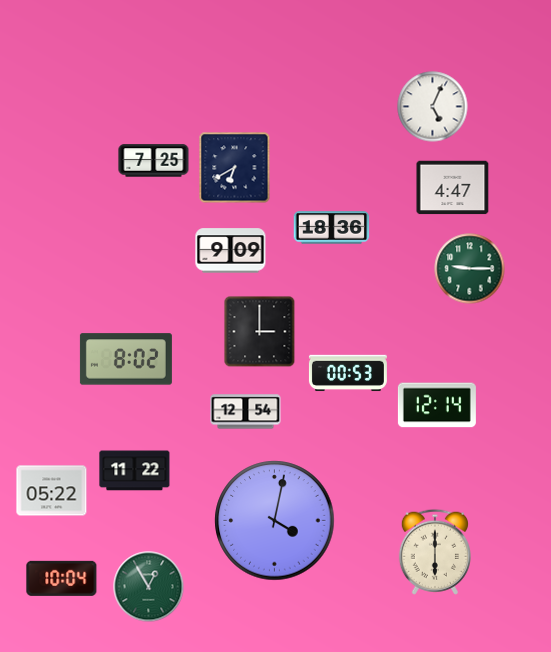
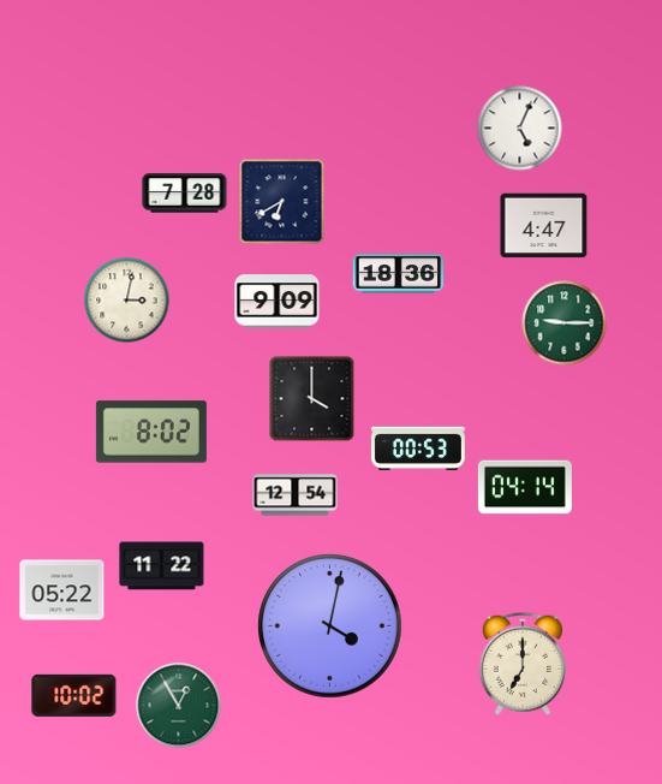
clock at (154, 161): 7:25 -> 7:28
clock at (127, 301): none -> 3:02
clock at (260, 332): 3:00 -> 4:00
clock at (437, 405): 12:14 -> 04:14
clock at (435, 552): 6:00 -> 7:00
clock at (62, 578): 10:04 -> 10:02
